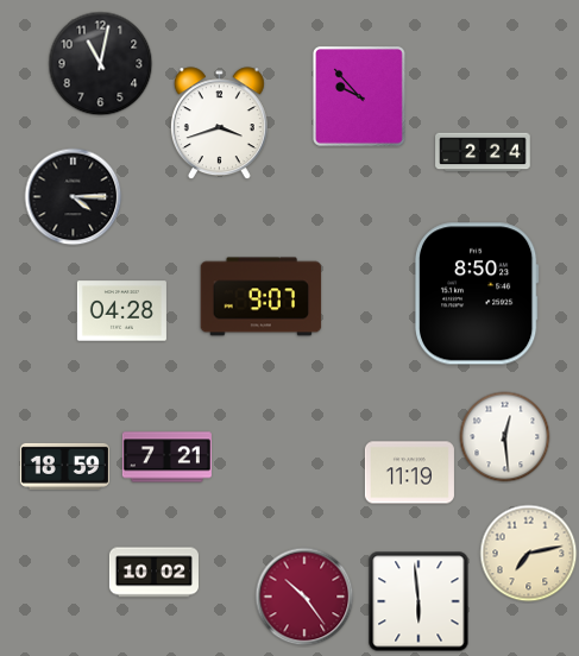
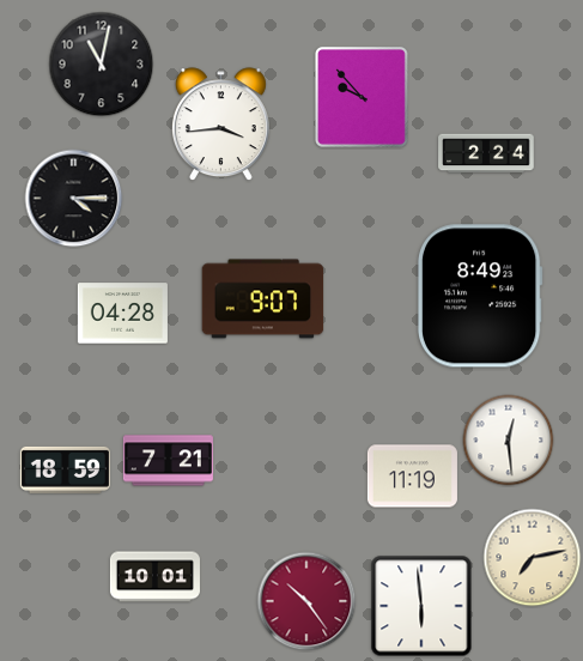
clock at (219, 124): 3:42 -> 3:44
clock at (477, 294): 8:50 -> 8:49
clock at (153, 573): 10:02 -> 10:01
